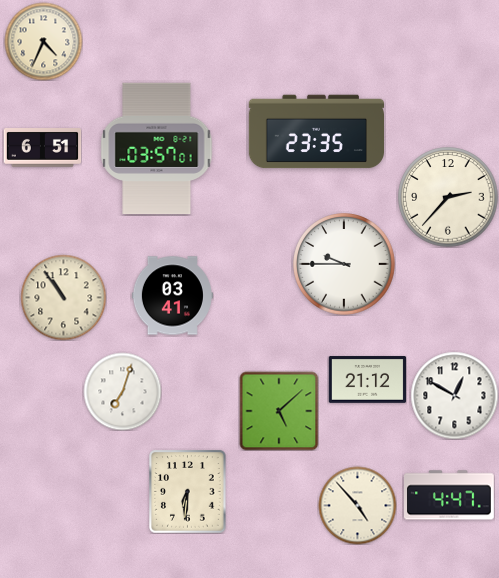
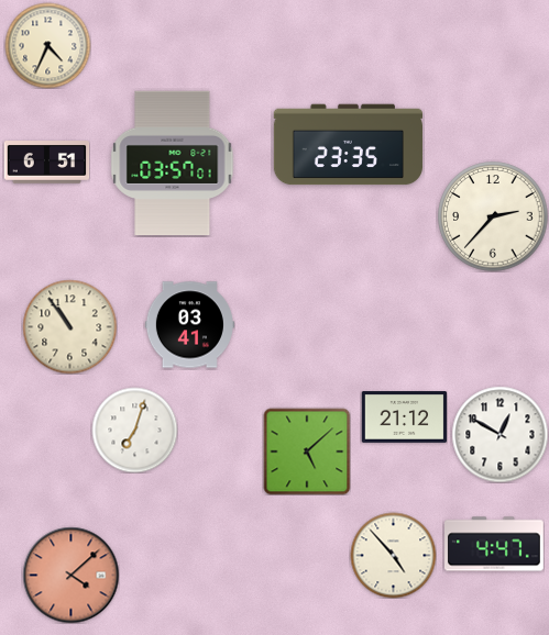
clock at (344, 264): 9:45 -> none
clock at (188, 491): 6:31 -> none
clock at (70, 575): none -> 4:08
